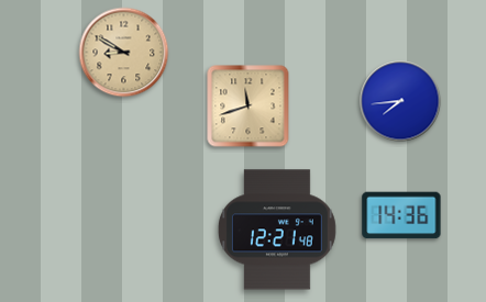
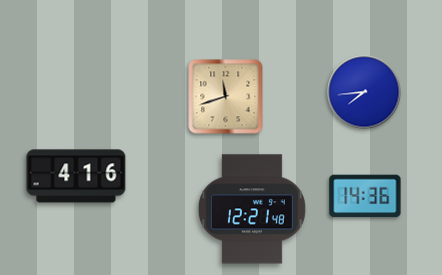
clock at (124, 53): 8:50 -> none
clock at (76, 176): none -> 4:16
